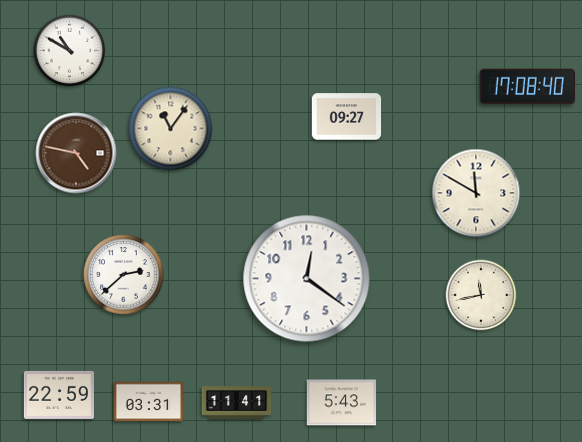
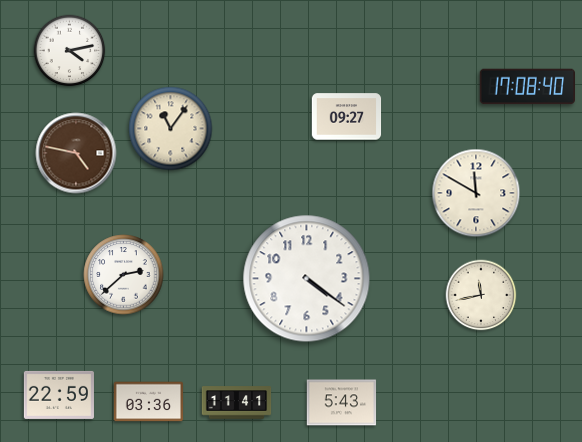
clock at (70, 51): 10:50 -> 4:13
clock at (307, 279): 12:21 -> 4:21
clock at (149, 402): 03:31 -> 03:36
